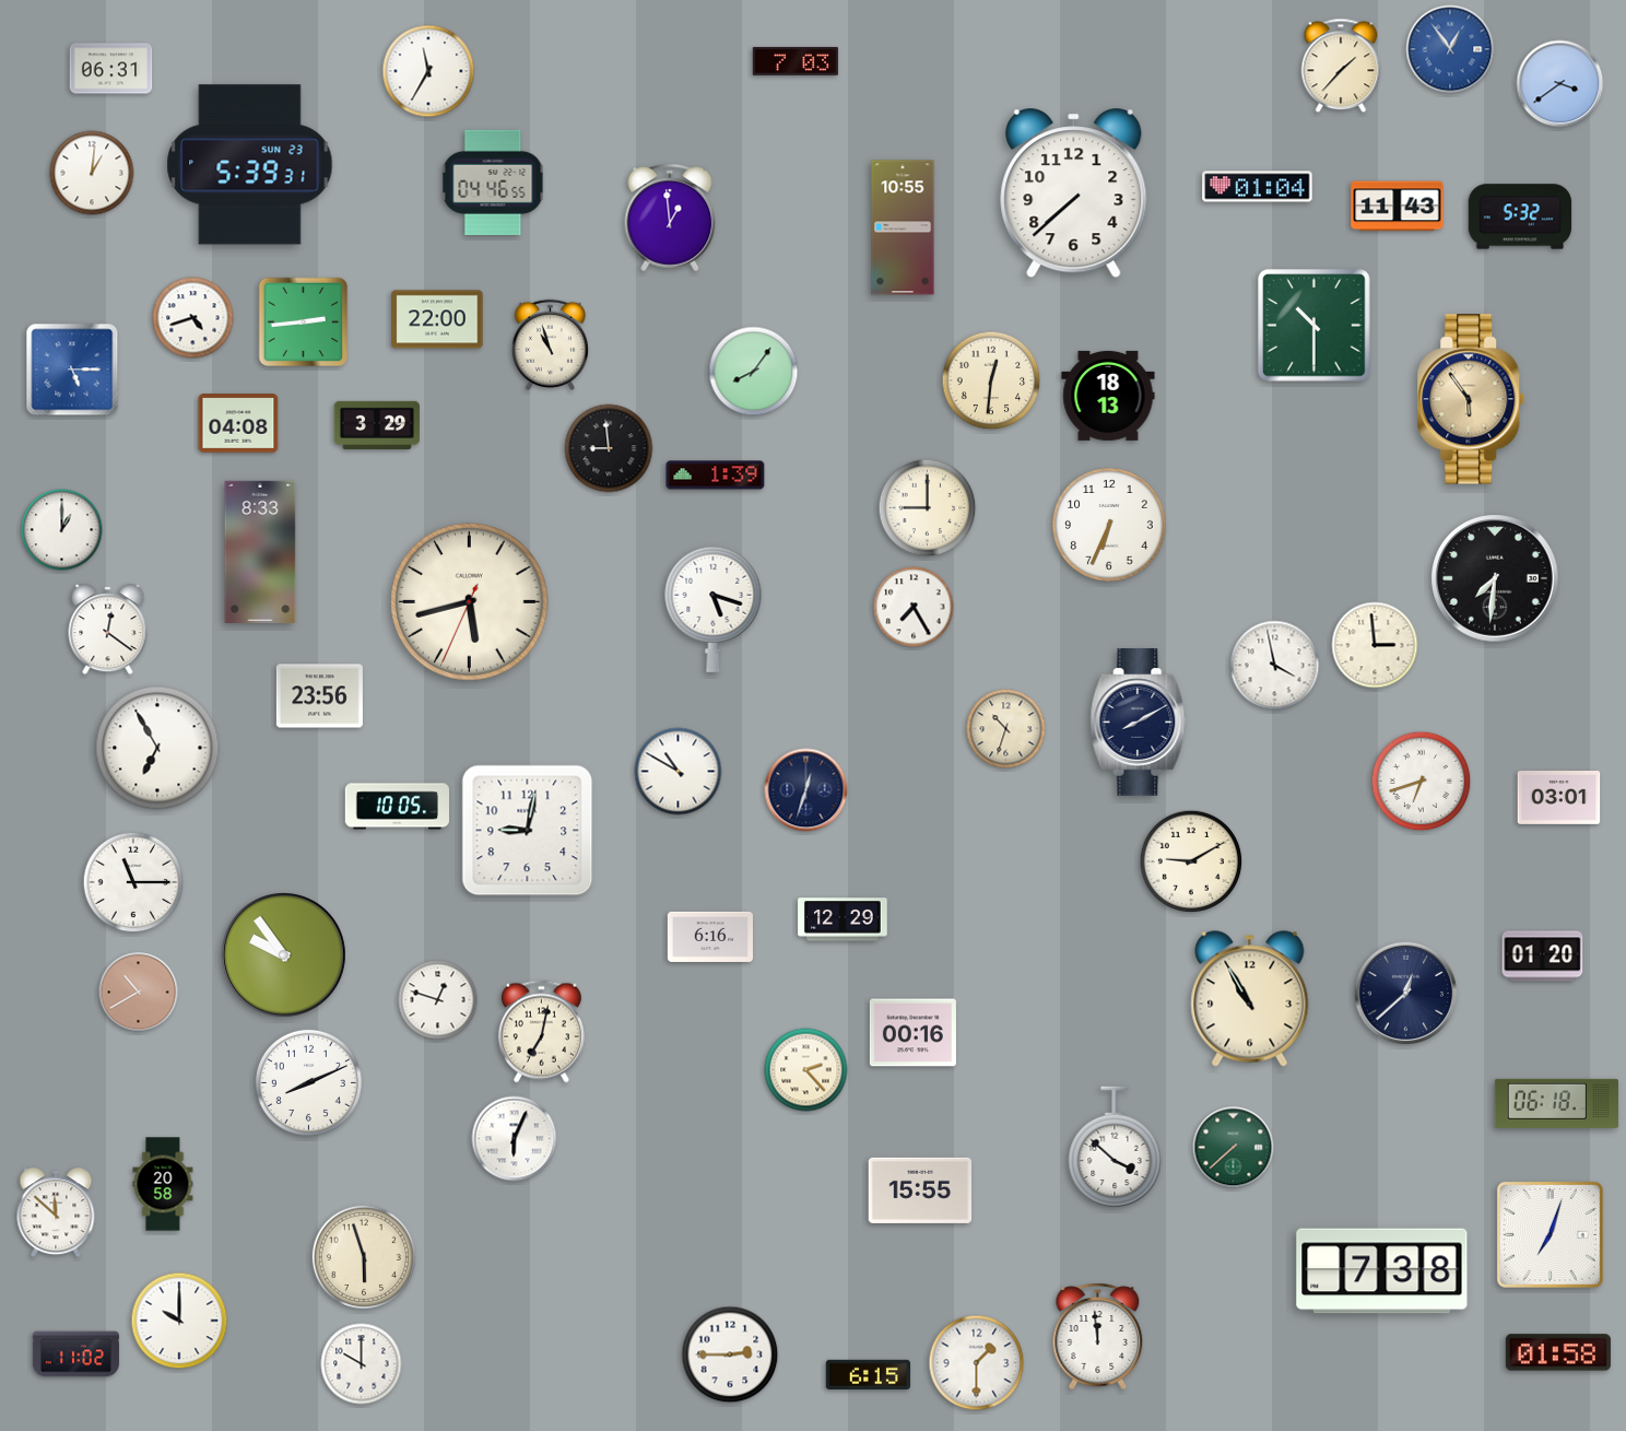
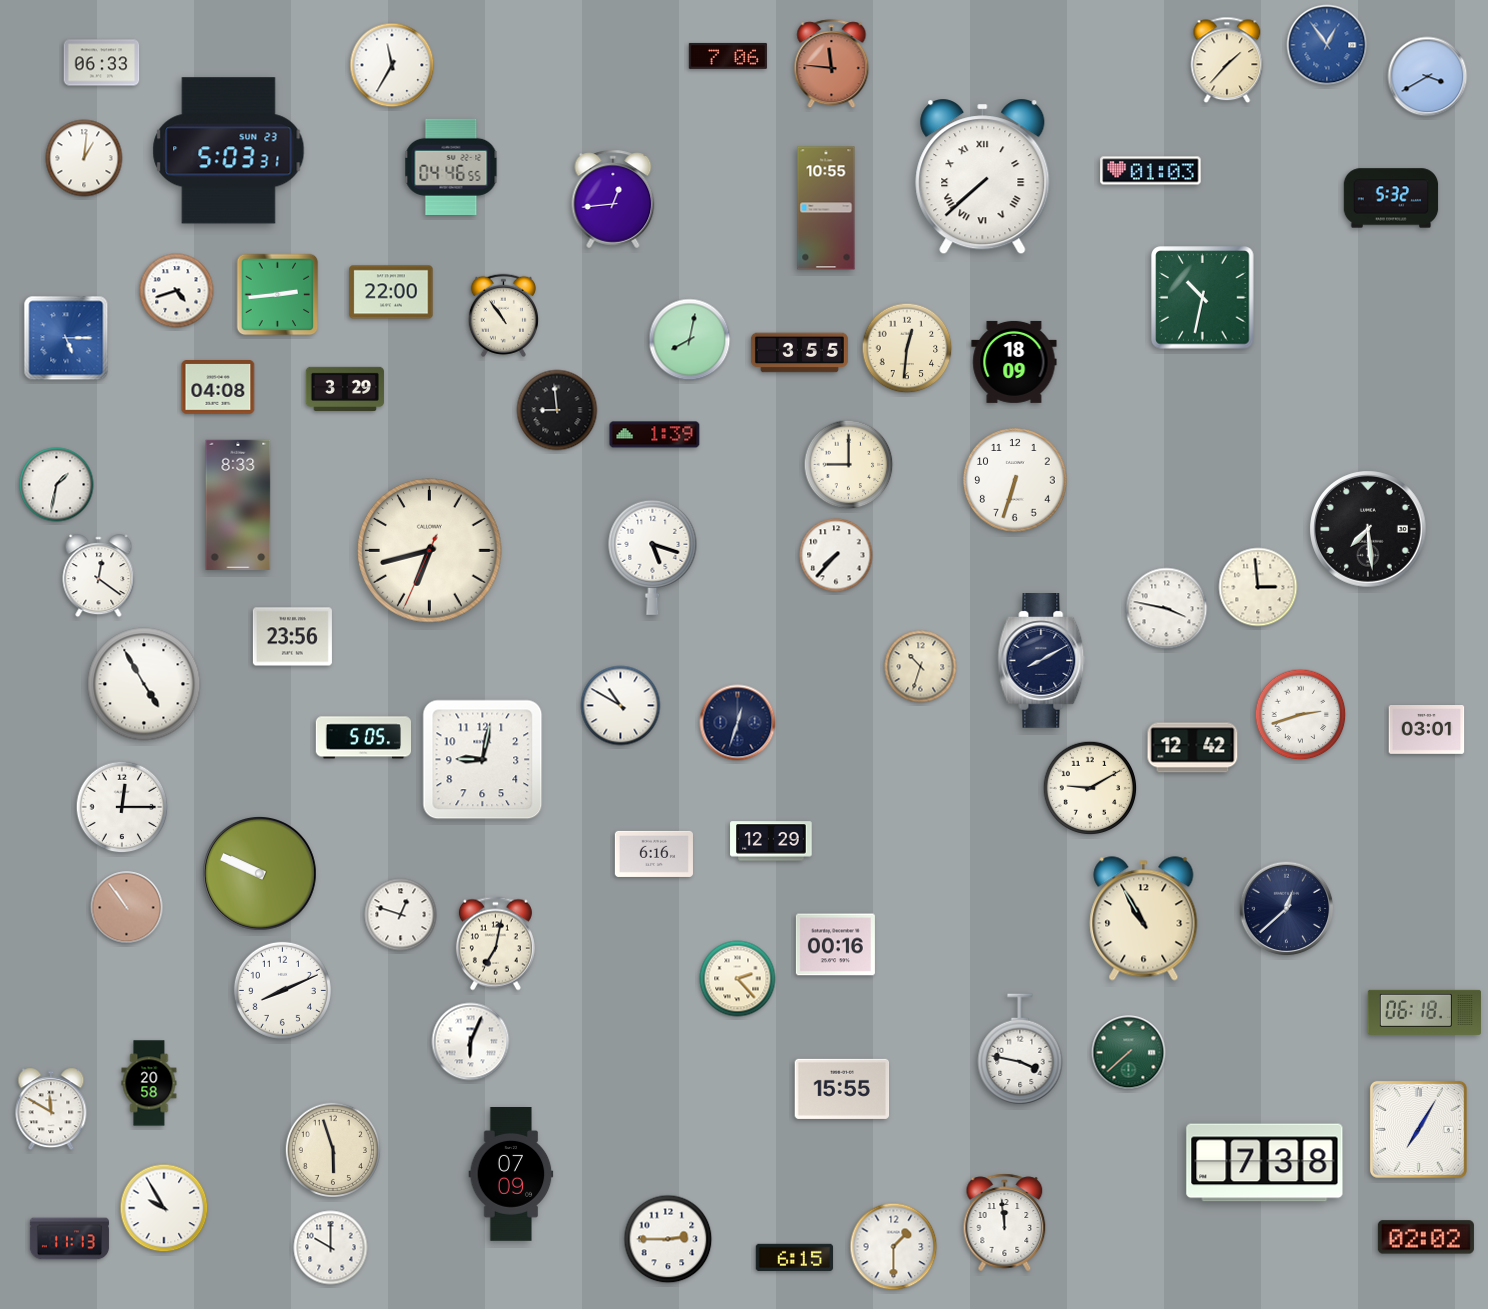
clock at (796, 61): 7:03 -> 7:06
clock at (111, 69): 06:31 -> 06:33
clock at (832, 64): none -> 11:46
clock at (1560, 84): 3:39 -> 3:40
clock at (250, 165): 5:39 -> 5:03
clock at (1258, 187): 01:04 -> 01:03
clock at (1074, 193) numerals: Arabic -> Roman
clock at (1398, 207): 11:43 -> none
clock at (670, 218): 12:59 -> 12:44
clock at (437, 319) position: (437, 319) -> (391, 292)
clock at (1315, 326): 10:30 -> 10:32
clock at (550, 344): 10:57 -> 10:54
clock at (754, 372): 8:06 -> 8:02
clock at (799, 353): none -> 3:55
clock at (1108, 396): 18:13 -> 18:09
clock at (1471, 399): 5:54 -> none
clock at (1109, 525): 6:34 -> 6:33
clock at (62, 530): 1:00 -> 1:32
clock at (1495, 578): 7:31 -> 7:29
clock at (470, 602): 5:42 -> 6:42
clock at (914, 607): 7:25 -> 7:37
clock at (1375, 645) position: (1375, 645) -> (1258, 587)
clock at (1275, 666): 3:58 -> 3:47
clock at (157, 748): 6:55 -> 4:55
clock at (1422, 782): 6:42 -> 2:42
clock at (397, 807): 10:05 -> 5:05
clock at (1193, 748): none -> 12:42
clock at (133, 882): 11:15 -> 12:15
clock at (710, 937) position: (710, 937) -> (654, 854)
clock at (284, 955): 9:54 -> 9:49
clock at (1543, 957): 01:20 -> none
clock at (139, 993): 10:40 -> 10:54
clock at (1250, 999) position: (1250, 999) -> (1144, 919)
clock at (1556, 1103) position: (1556, 1103) -> (1424, 1012)
clock at (1115, 1147): 3:52 -> 3:47
clock at (1234, 1148) position: (1234, 1148) -> (1129, 1053)
clock at (56, 1212): 11:52 -> 11:50
clock at (1550, 1234): 7:03 -> 7:05
clock at (511, 1175): none -> 07:09
clock at (179, 1321): 10:00 -> 9:55
clock at (1558, 1352): 01:58 -> 02:02
clock at (75, 1354): 11:02 -> 11:13
